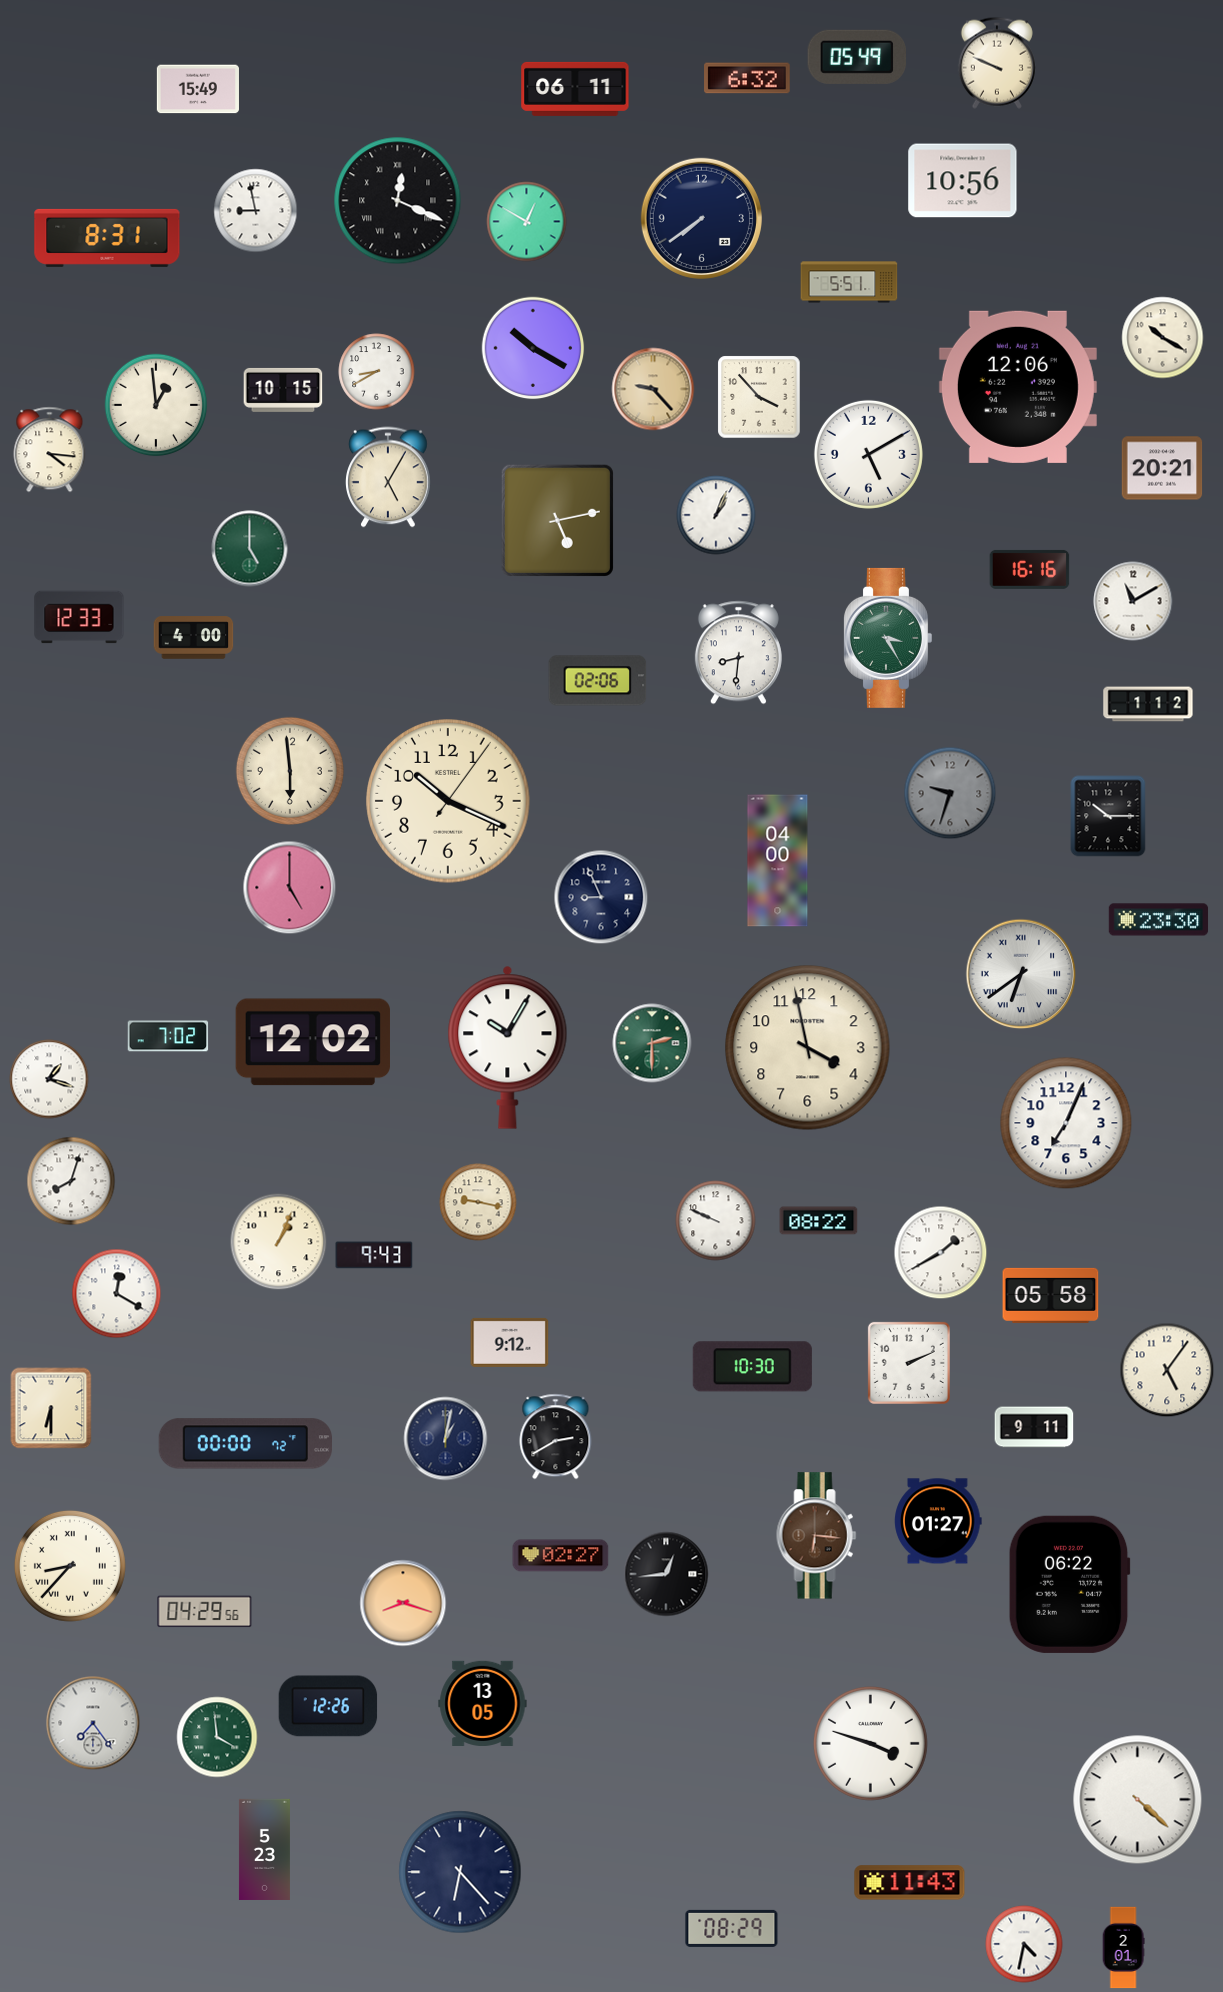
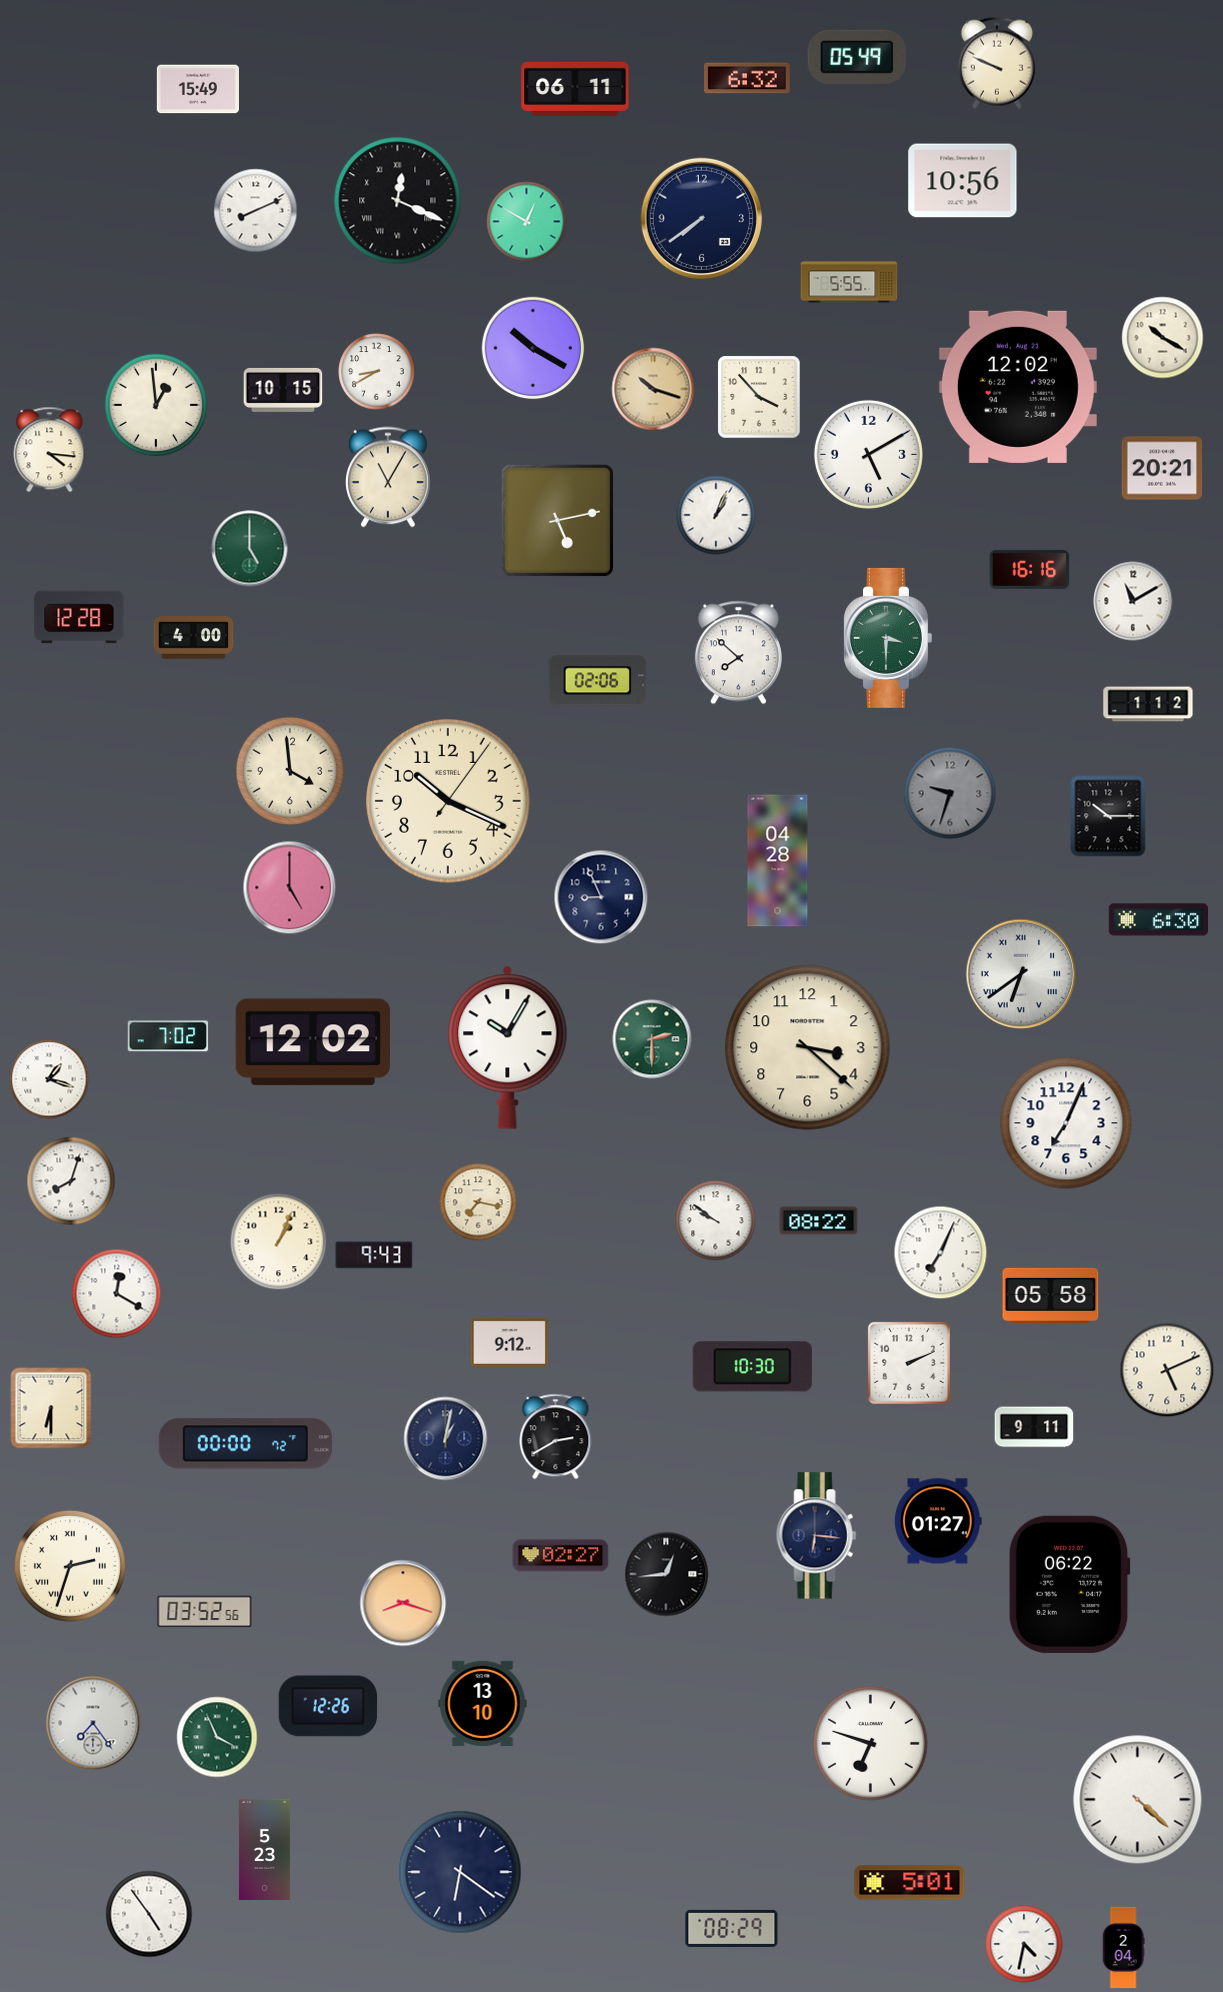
clock at (256, 211): 8:58 -> 8:11
clock at (107, 238): 8:31 -> none
clock at (849, 282): 5:51 -> 5:55
clock at (1018, 387): 12:06 -> 12:02
clock at (653, 389): 9:23 -> 10:18
clock at (389, 477): 5:05 -> 11:05
clock at (79, 617): 12:33 -> 12:28
clock at (888, 638): 3:25 -> 3:30
clock at (738, 653): 8:31 -> 7:52
clock at (290, 771): 5:59 -> 3:59
clock at (778, 861): 04:00 -> 04:28
clock at (1159, 920): 23:30 -> 6:30
clock at (652, 1043) position: (652, 1043) -> (652, 1039)
clock at (808, 1048): 3:58 -> 3:22
clock at (478, 1202): 9:17 -> 7:17
clock at (716, 1221): 9:49 -> 9:51
clock at (941, 1253): 1:40 -> 7:04
clock at (1167, 1370): 5:06 -> 5:11
clock at (817, 1536) dial: brown -> navy
clock at (70, 1566): 8:37 -> 2:33
clock at (205, 1612): 04:29 -> 03:52
clock at (483, 1703): 13:05 -> 13:10
clock at (217, 1737): 3:59 -> 3:56
clock at (870, 1743): 3:48 -> 6:48
clock at (460, 1872): 6:23 -> 6:21
clock at (910, 1883): 11:43 -> 5:01
clock at (149, 1914): none -> 4:54
clock at (1123, 1948): 2:01 -> 2:04
